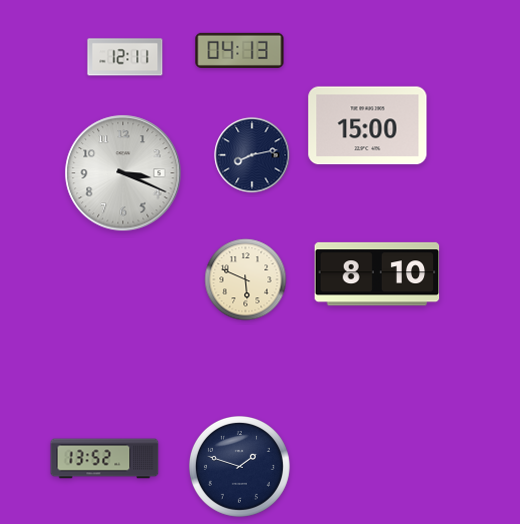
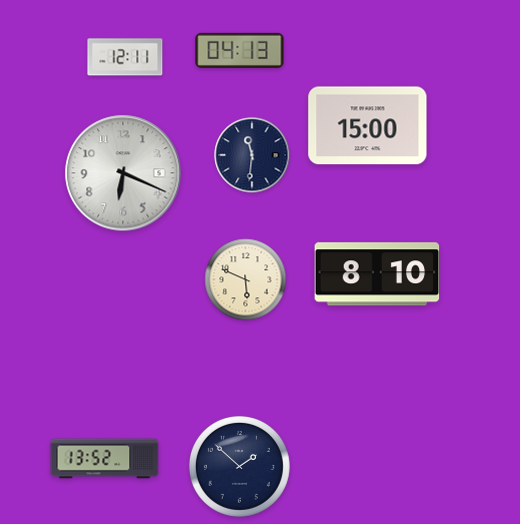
clock at (252, 155): 8:13 -> 11:31
clock at (123, 173): 3:19 -> 6:19
clock at (239, 466): 1:48 -> 1:52
